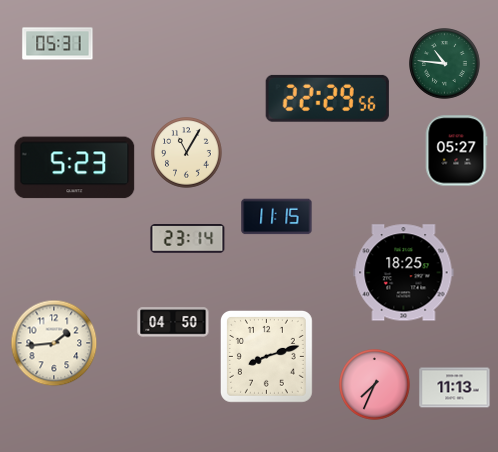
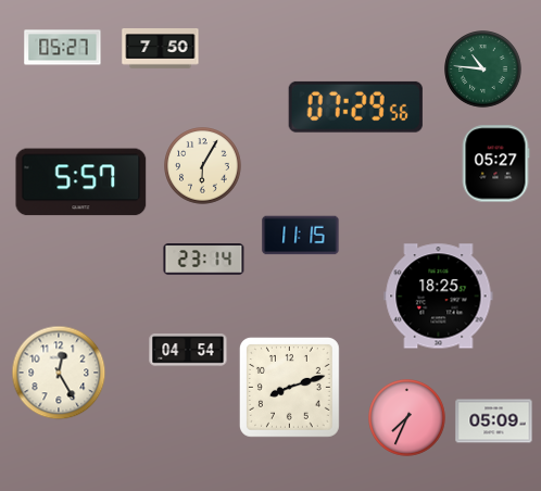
clock at (58, 44): 05:31 -> 05:27
clock at (161, 49): none -> 7:50
clock at (327, 98): 22:29 -> 07:29
clock at (187, 153): 11:05 -> 6:05
clock at (75, 168): 5:23 -> 5:57
clock at (173, 322): 04:50 -> 04:54
clock at (54, 343): 1:44 -> 12:25
clock at (455, 388): 11:13 -> 05:09
